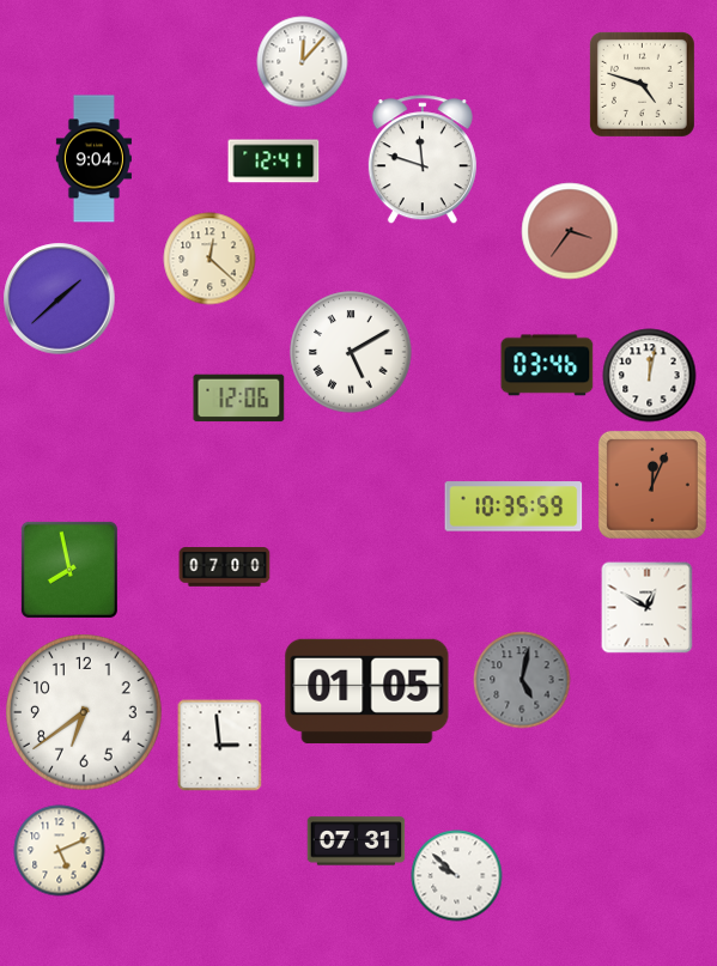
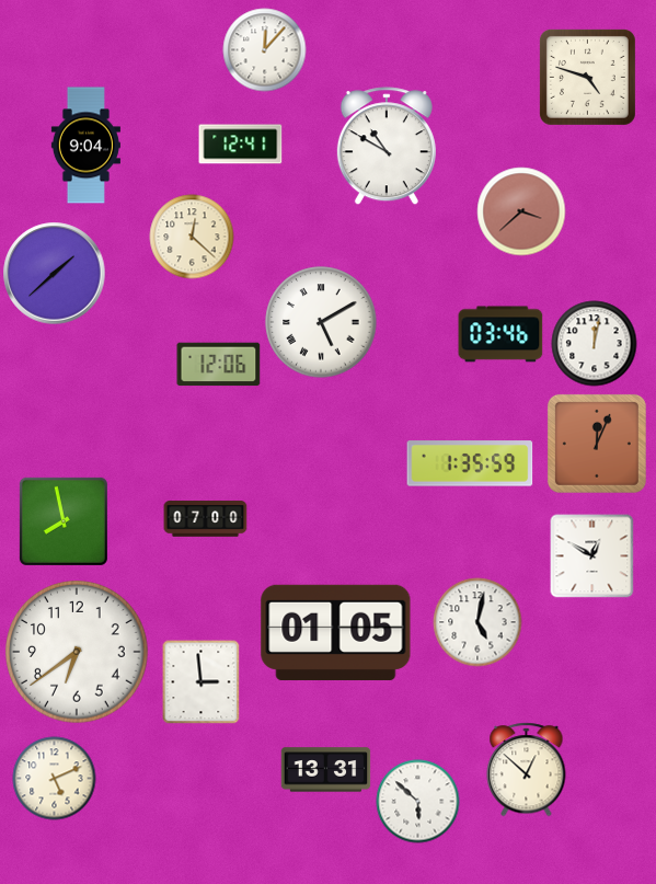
clock at (303, 62) position: (303, 62) -> (265, 50)
clock at (423, 160): 11:48 -> 10:50
clock at (274, 162) position: (274, 162) -> (241, 145)
clock at (570, 231): 3:36 -> 3:38
clock at (514, 506): 10:35 -> 1:35
clock at (522, 680) dial: grey -> white
clock at (357, 842): 07:31 -> 13:31
clock at (527, 770): none -> 12:52
clock at (457, 876): 9:52 -> 5:52
